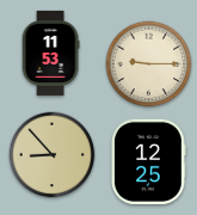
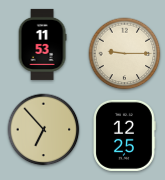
clock at (53, 155): 8:53 -> 6:53
